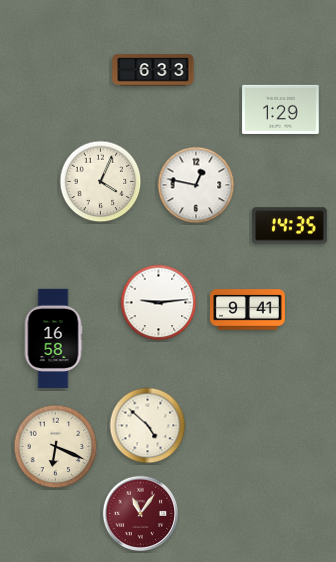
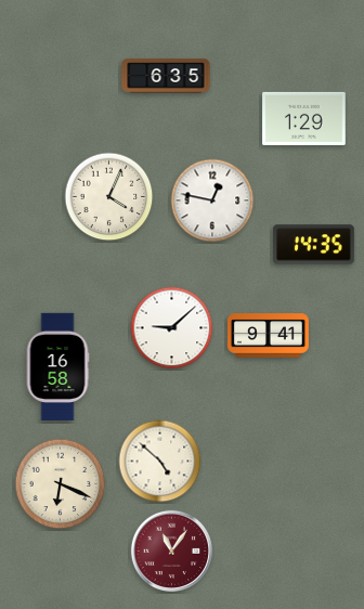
clock at (153, 70): 6:33 -> 6:35
clock at (159, 303): 9:14 -> 9:08
clock at (140, 513) position: (140, 513) -> (171, 550)
